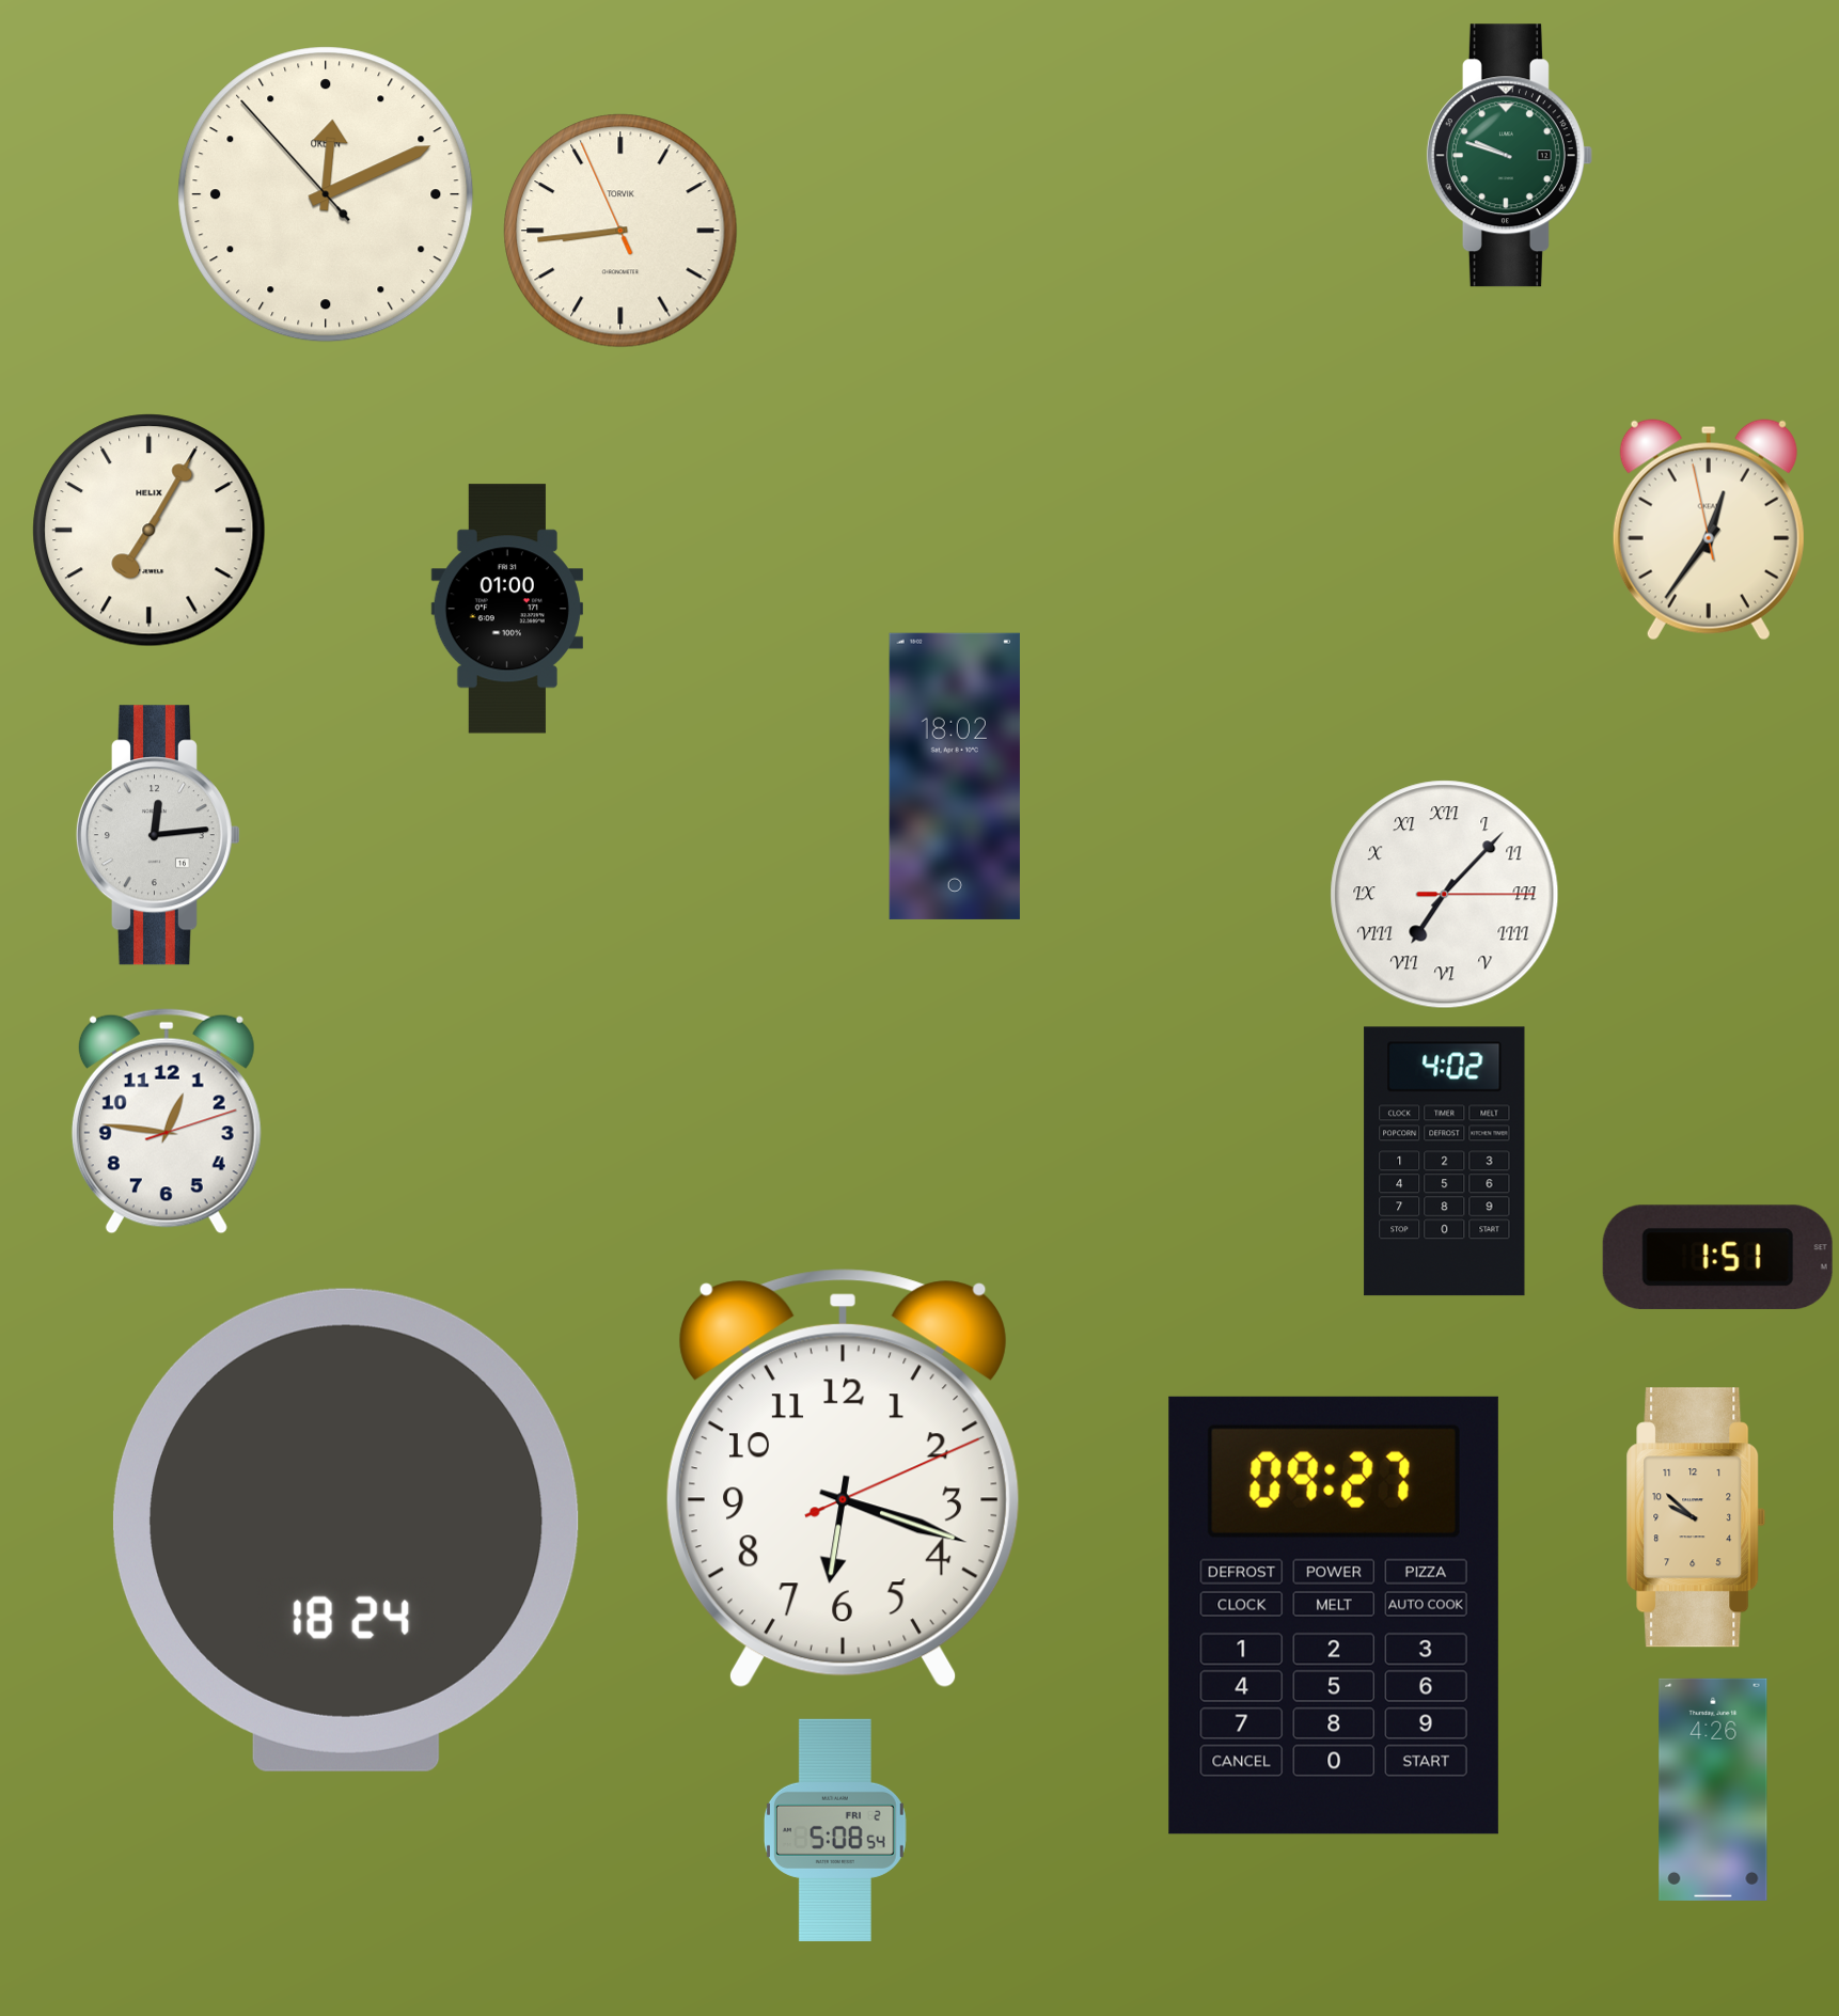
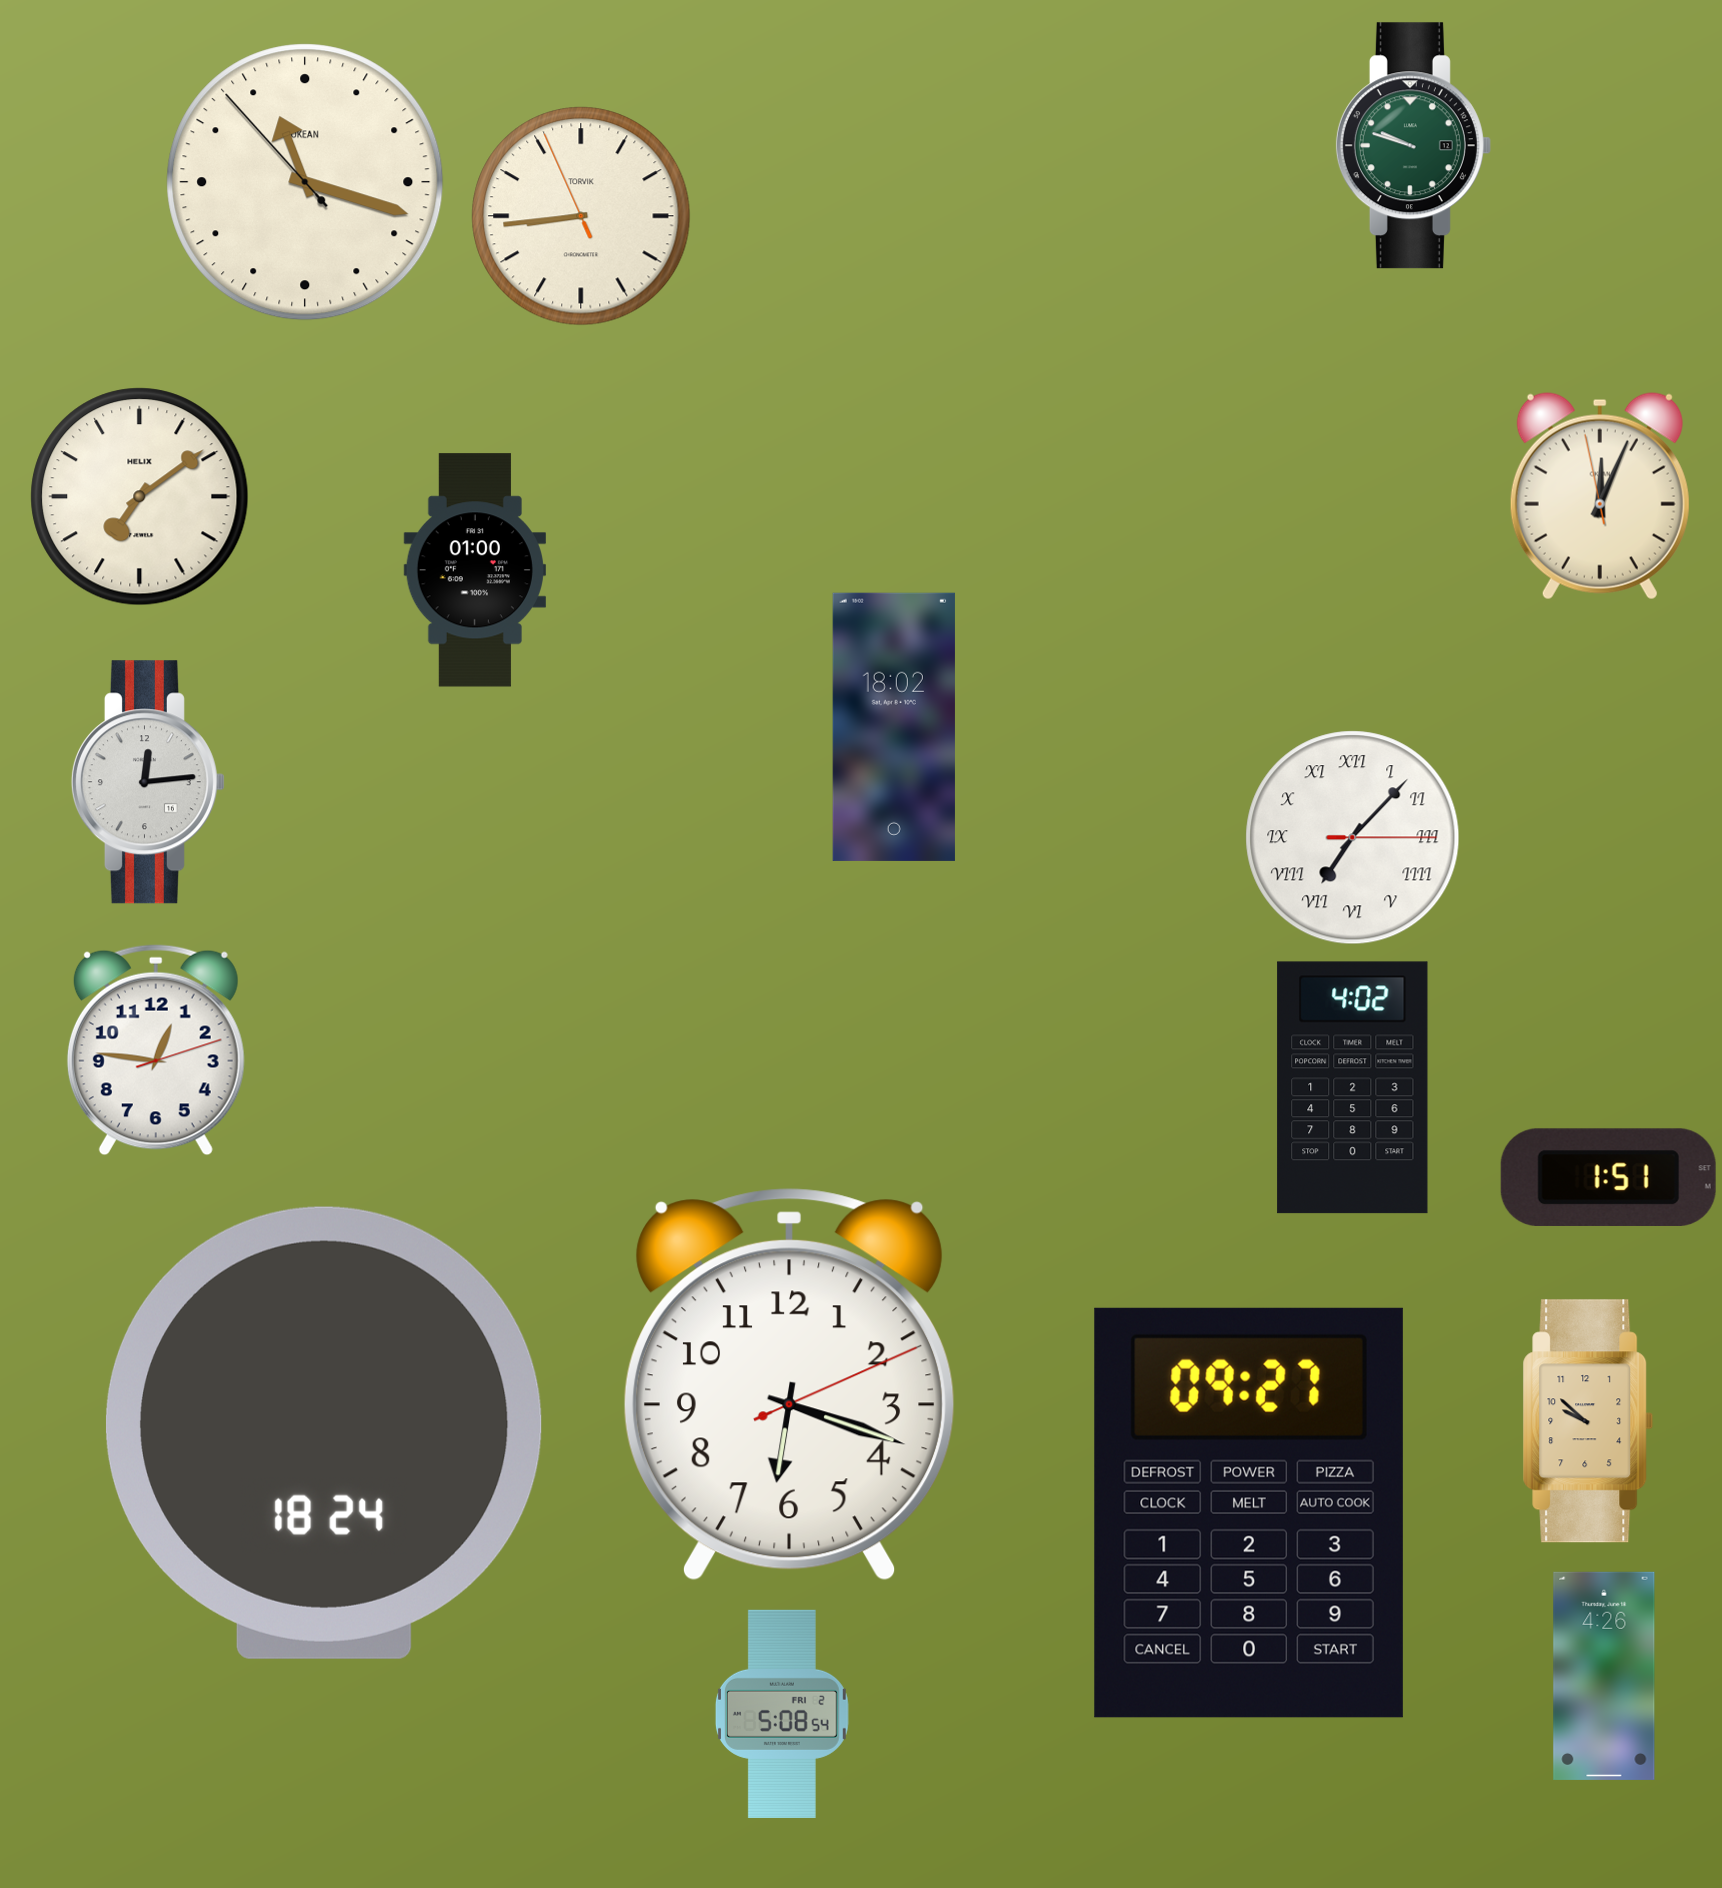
clock at (326, 194): 12:10 -> 11:17
clock at (1709, 530): 12:35 -> 12:03
clock at (150, 531): 7:05 -> 7:09
